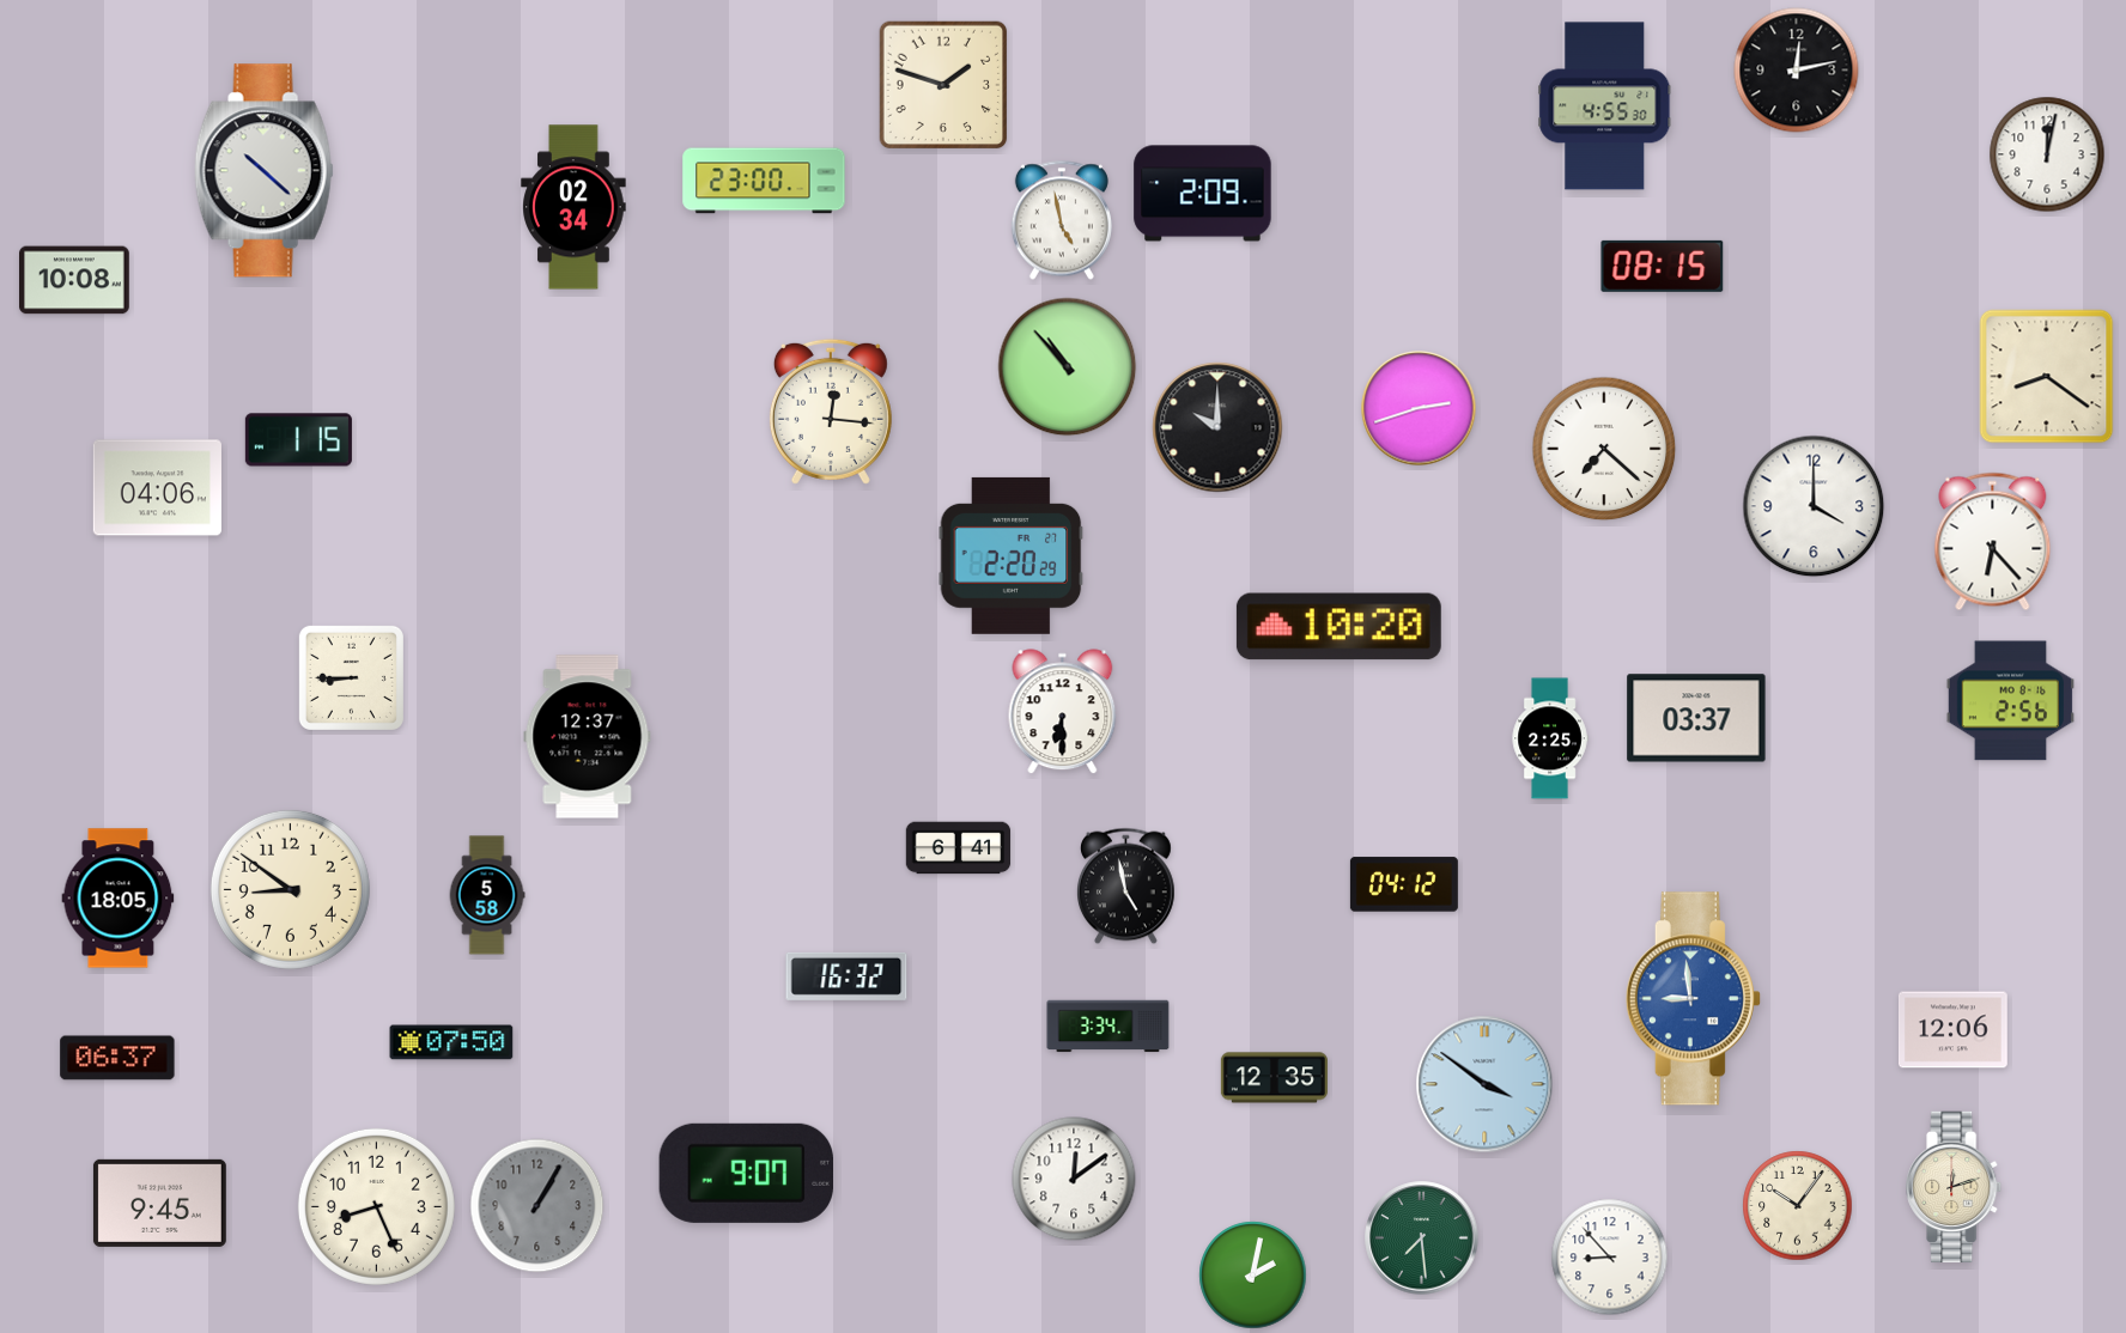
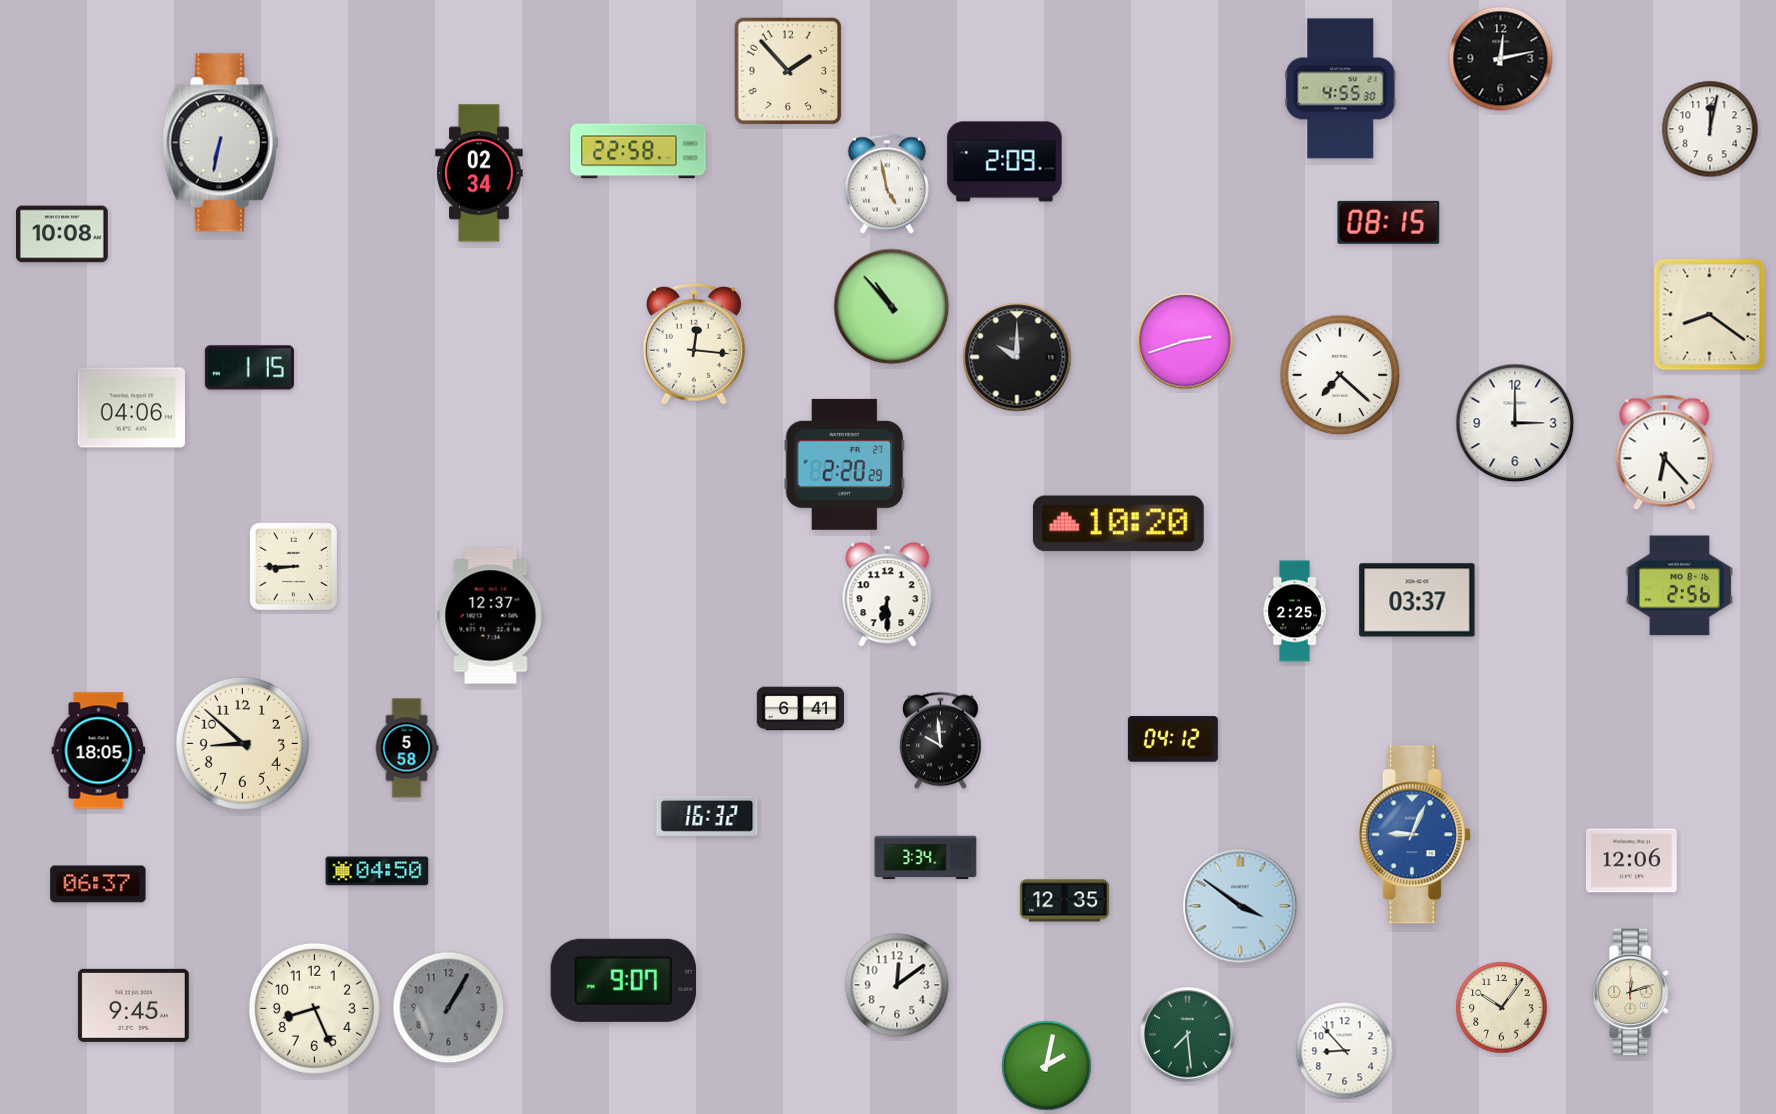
clock at (943, 85): 1:48 -> 1:53
clock at (263, 171): 10:22 -> 6:32
clock at (764, 181): 23:00 -> 22:58
clock at (1814, 506): 4:00 -> 3:00
clock at (1550, 738) position: (1550, 738) -> (1295, 611)
clock at (1126, 887): 4:58 -> 9:59
clock at (290, 889): 8:51 -> 8:52
clock at (1693, 999): 8:59 -> 9:04
clock at (451, 1042): 07:50 -> 04:50
